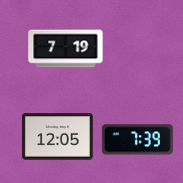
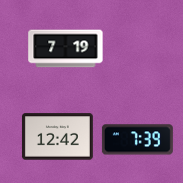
clock at (57, 137): 12:05 -> 12:42
